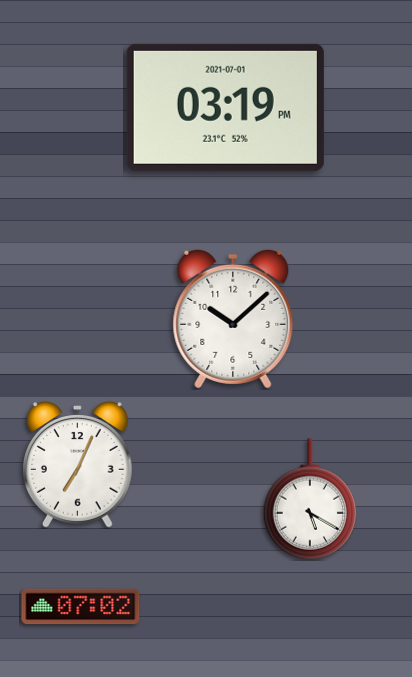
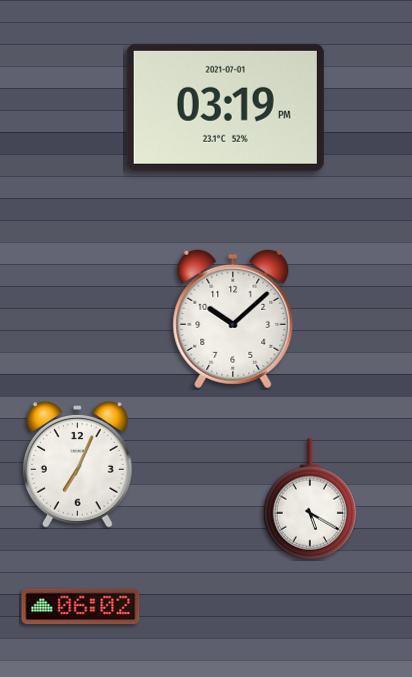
clock at (81, 607): 07:02 -> 06:02
